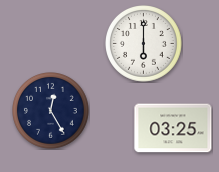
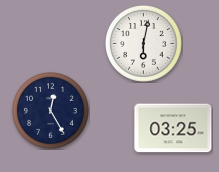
clock at (144, 44): 6:00 -> 6:02
